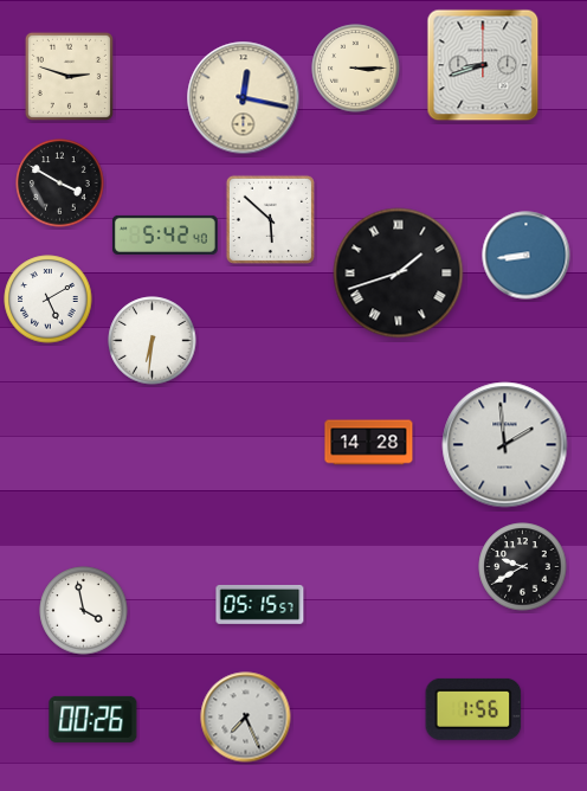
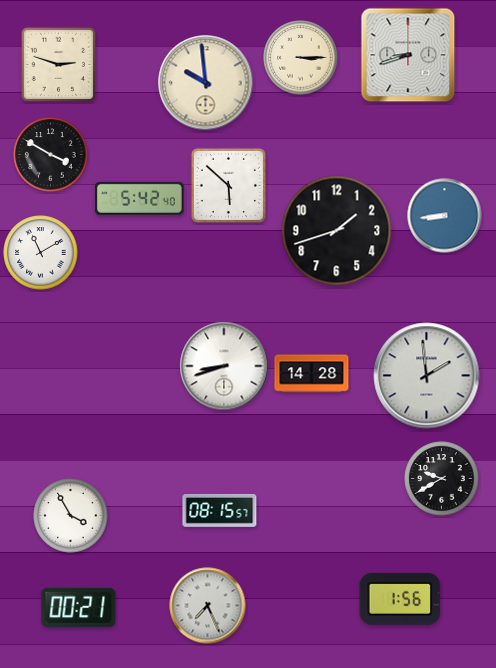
clock at (244, 98): 12:17 -> 9:59
clock at (399, 274) numerals: Roman -> Arabic
clock at (49, 300): 5:10 -> 11:10
clock at (153, 341): 6:31 -> none
clock at (224, 366): none -> 8:42
clock at (260, 604): 05:15 -> 08:15
clock at (84, 611): 3:58 -> 3:55
clock at (93, 719): 00:26 -> 00:21
